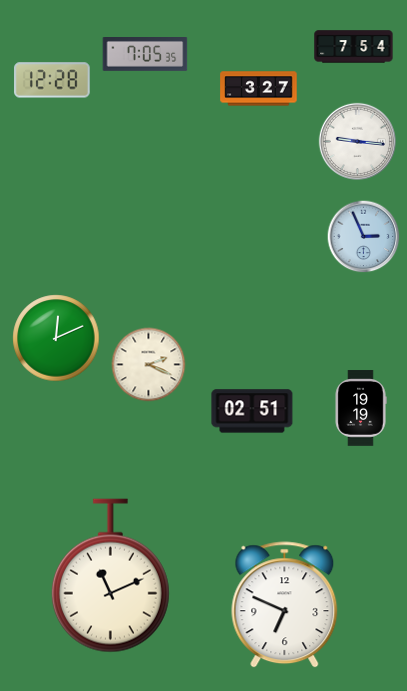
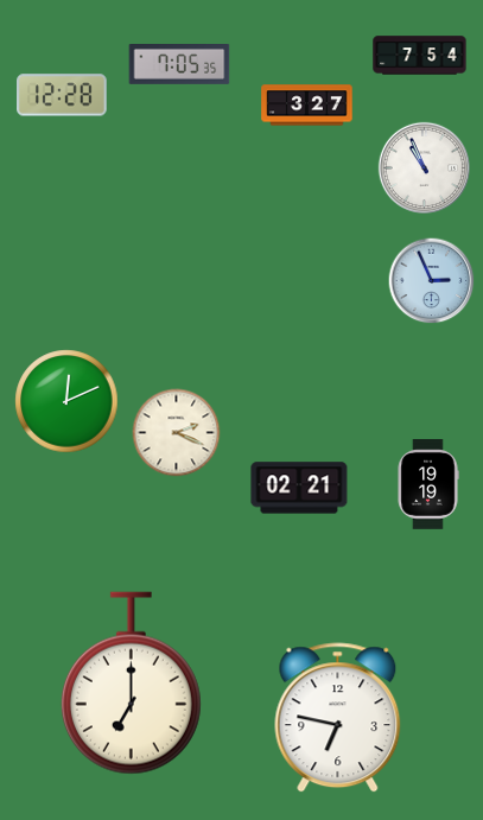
clock at (145, 55) position: (145, 55) -> (179, 65)
clock at (357, 141): 9:16 -> 10:56
clock at (252, 411): 02:51 -> 02:21
clock at (110, 576): 11:11 -> 7:00
clock at (285, 605): 6:49 -> 6:47
